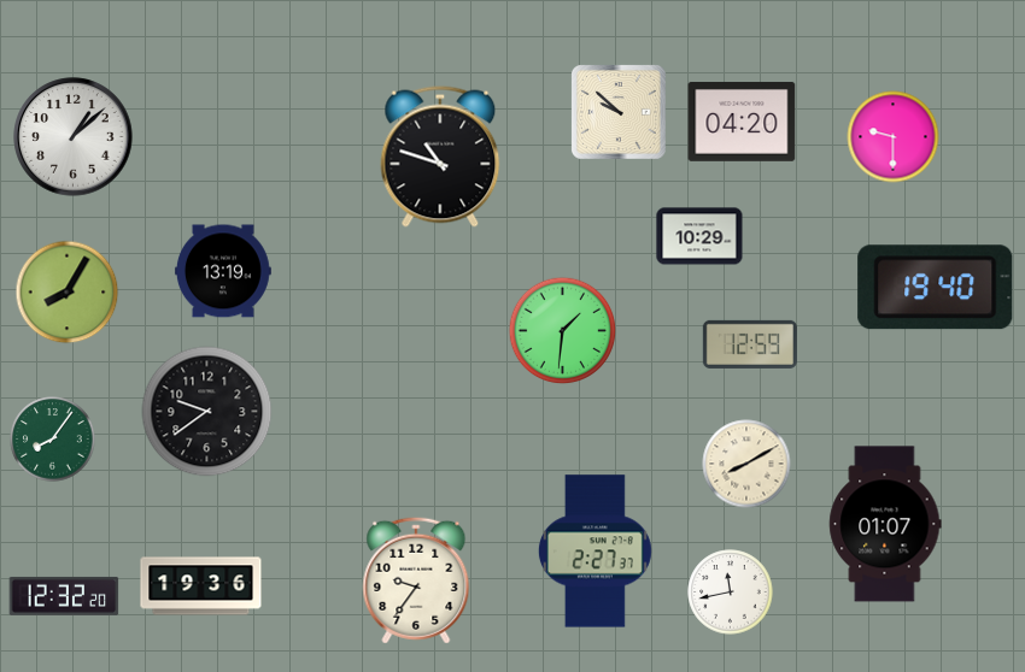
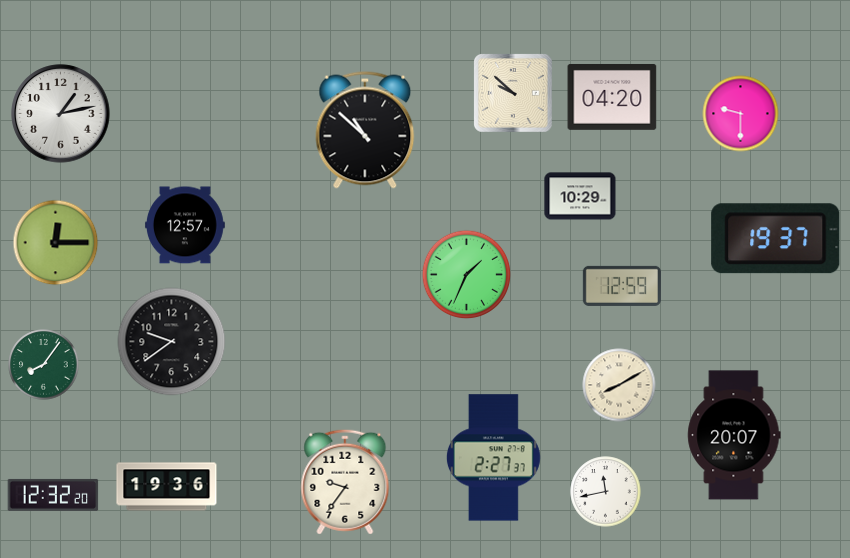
clock at (742, 122) position: (742, 122) -> (612, 97)
clock at (74, 137): 1:08 -> 1:13
clock at (440, 157): 10:48 -> 10:52
clock at (223, 271): 13:19 -> 12:57
clock at (936, 288): 19:40 -> 19:37
clock at (68, 293): 8:05 -> 12:15
clock at (563, 331): 1:31 -> 1:34
clock at (885, 524): 01:07 -> 20:07
